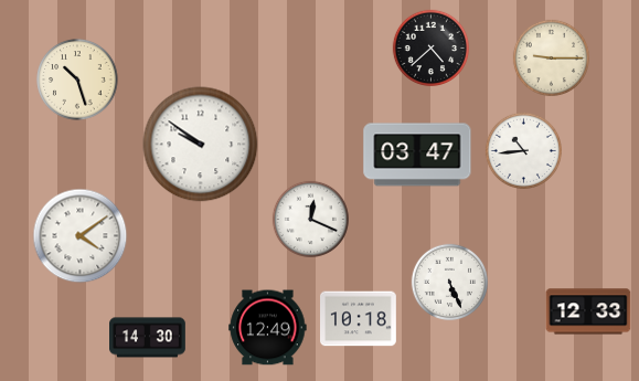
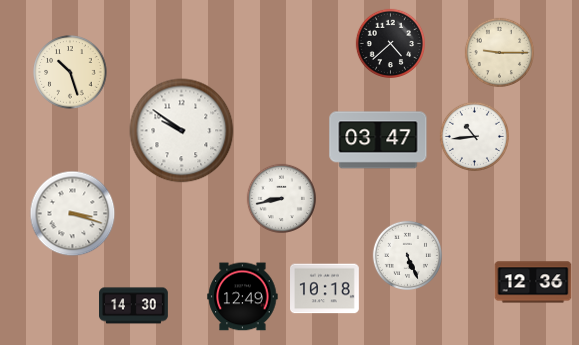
clock at (310, 219): 12:19 -> 8:43
clock at (81, 236): 4:09 -> 3:18
clock at (588, 311): 12:33 -> 12:36
